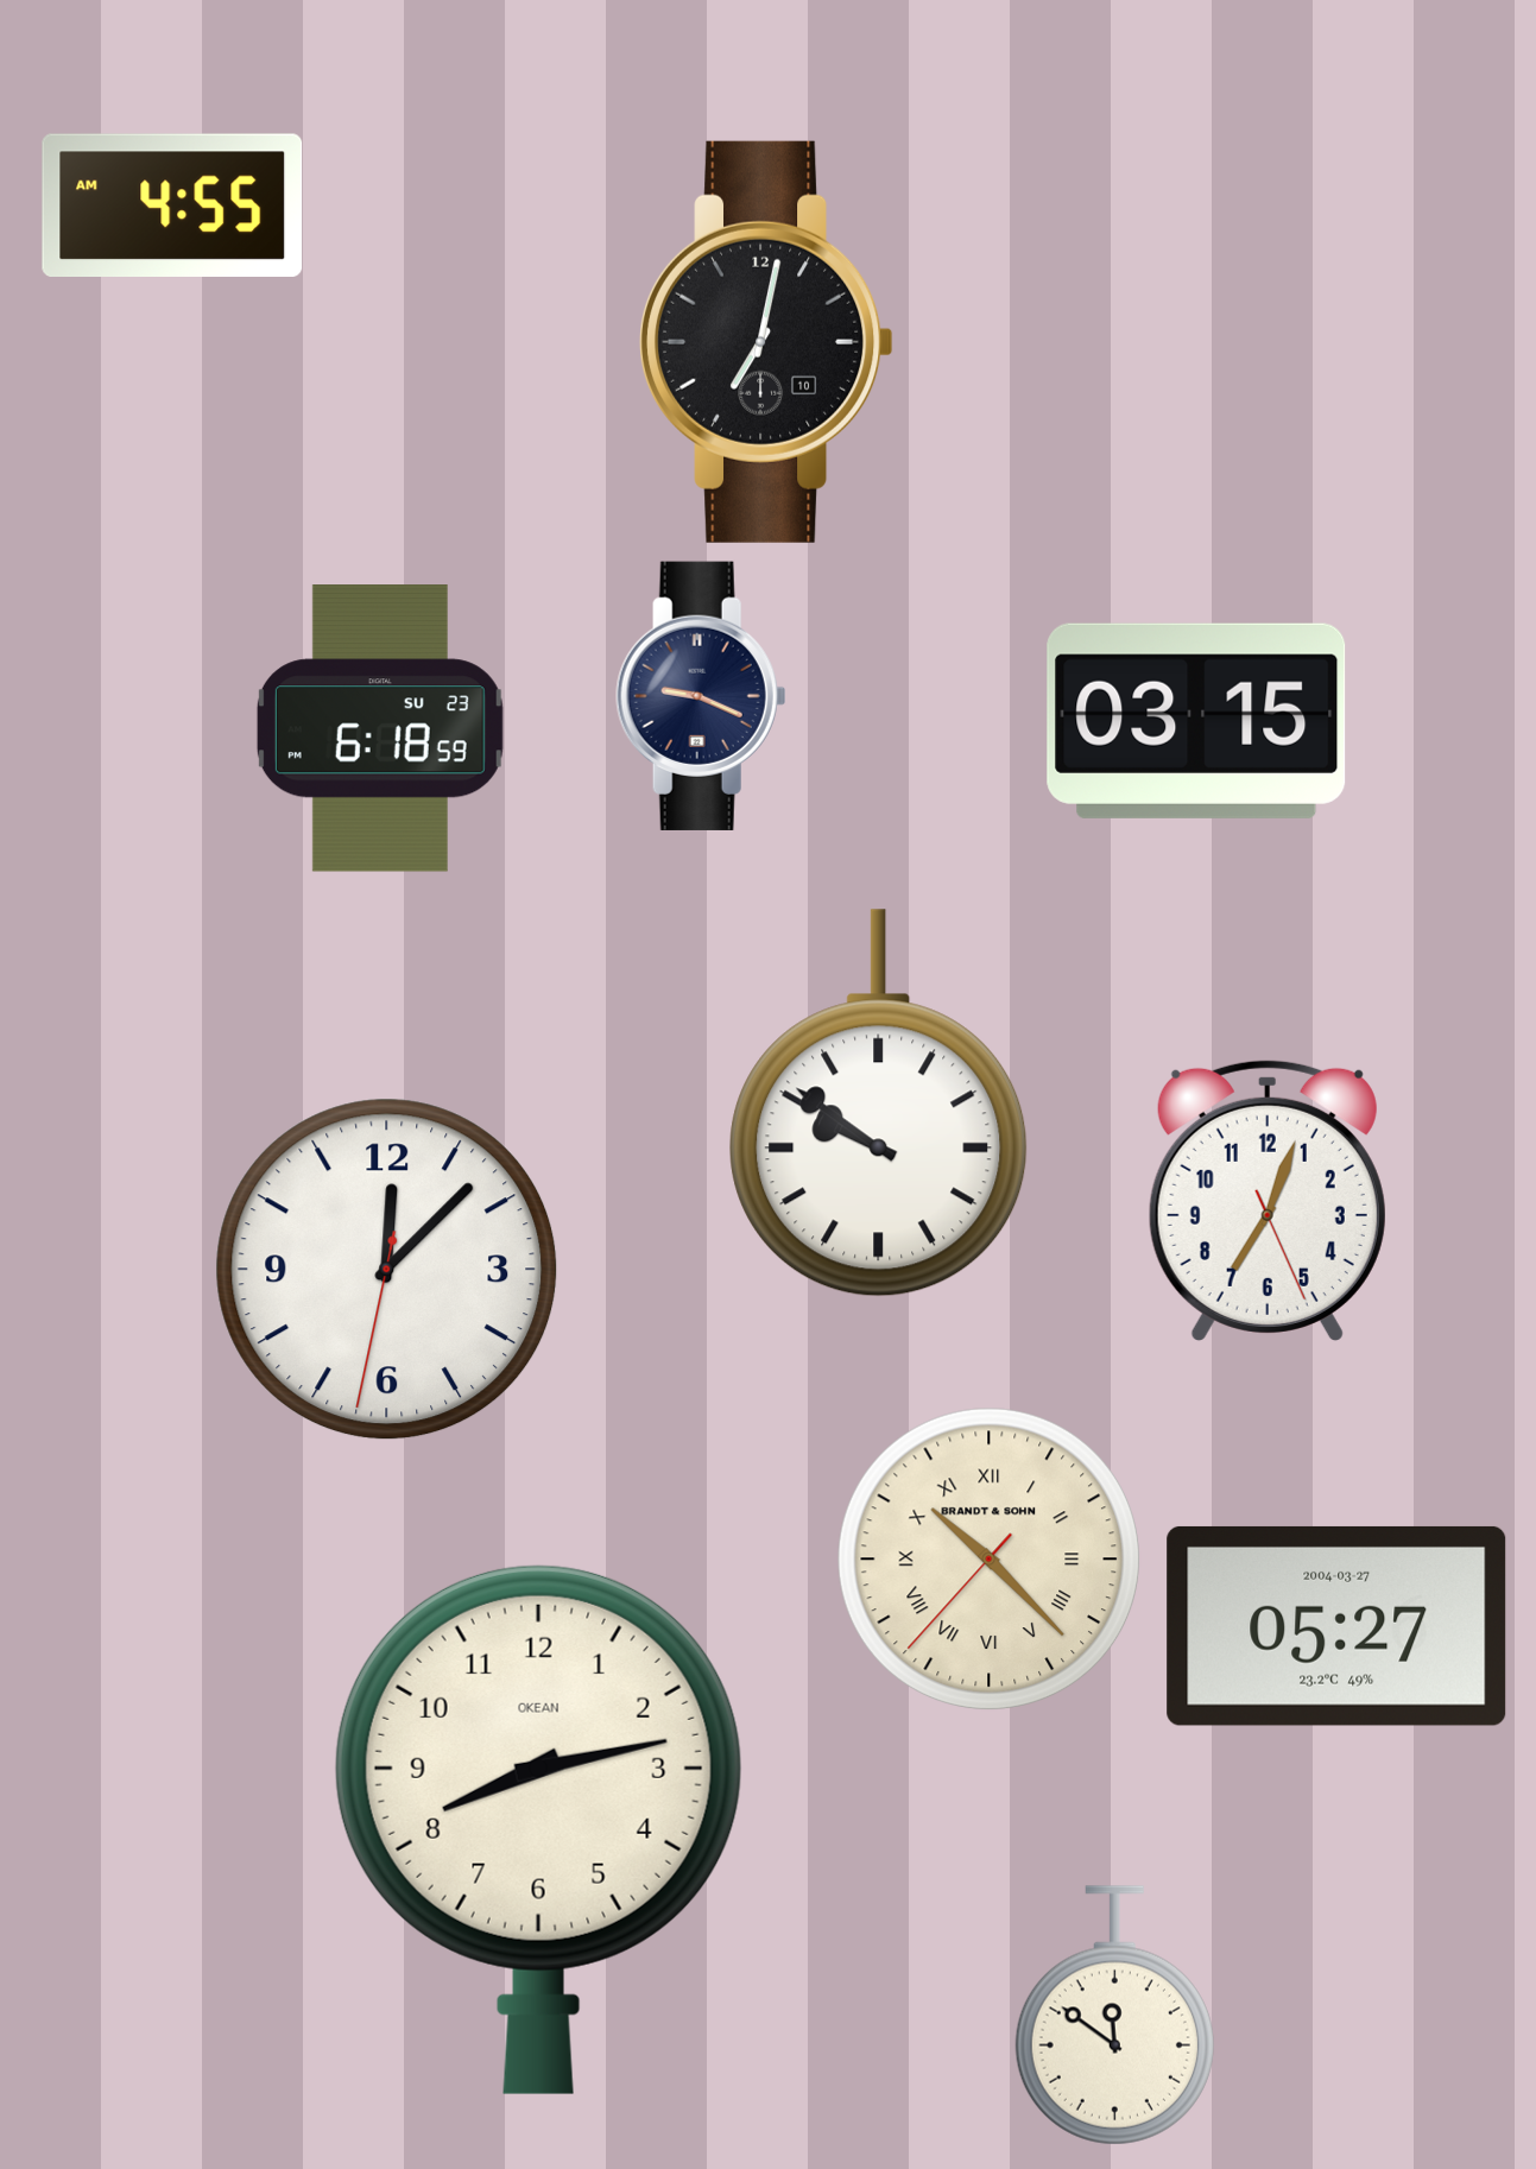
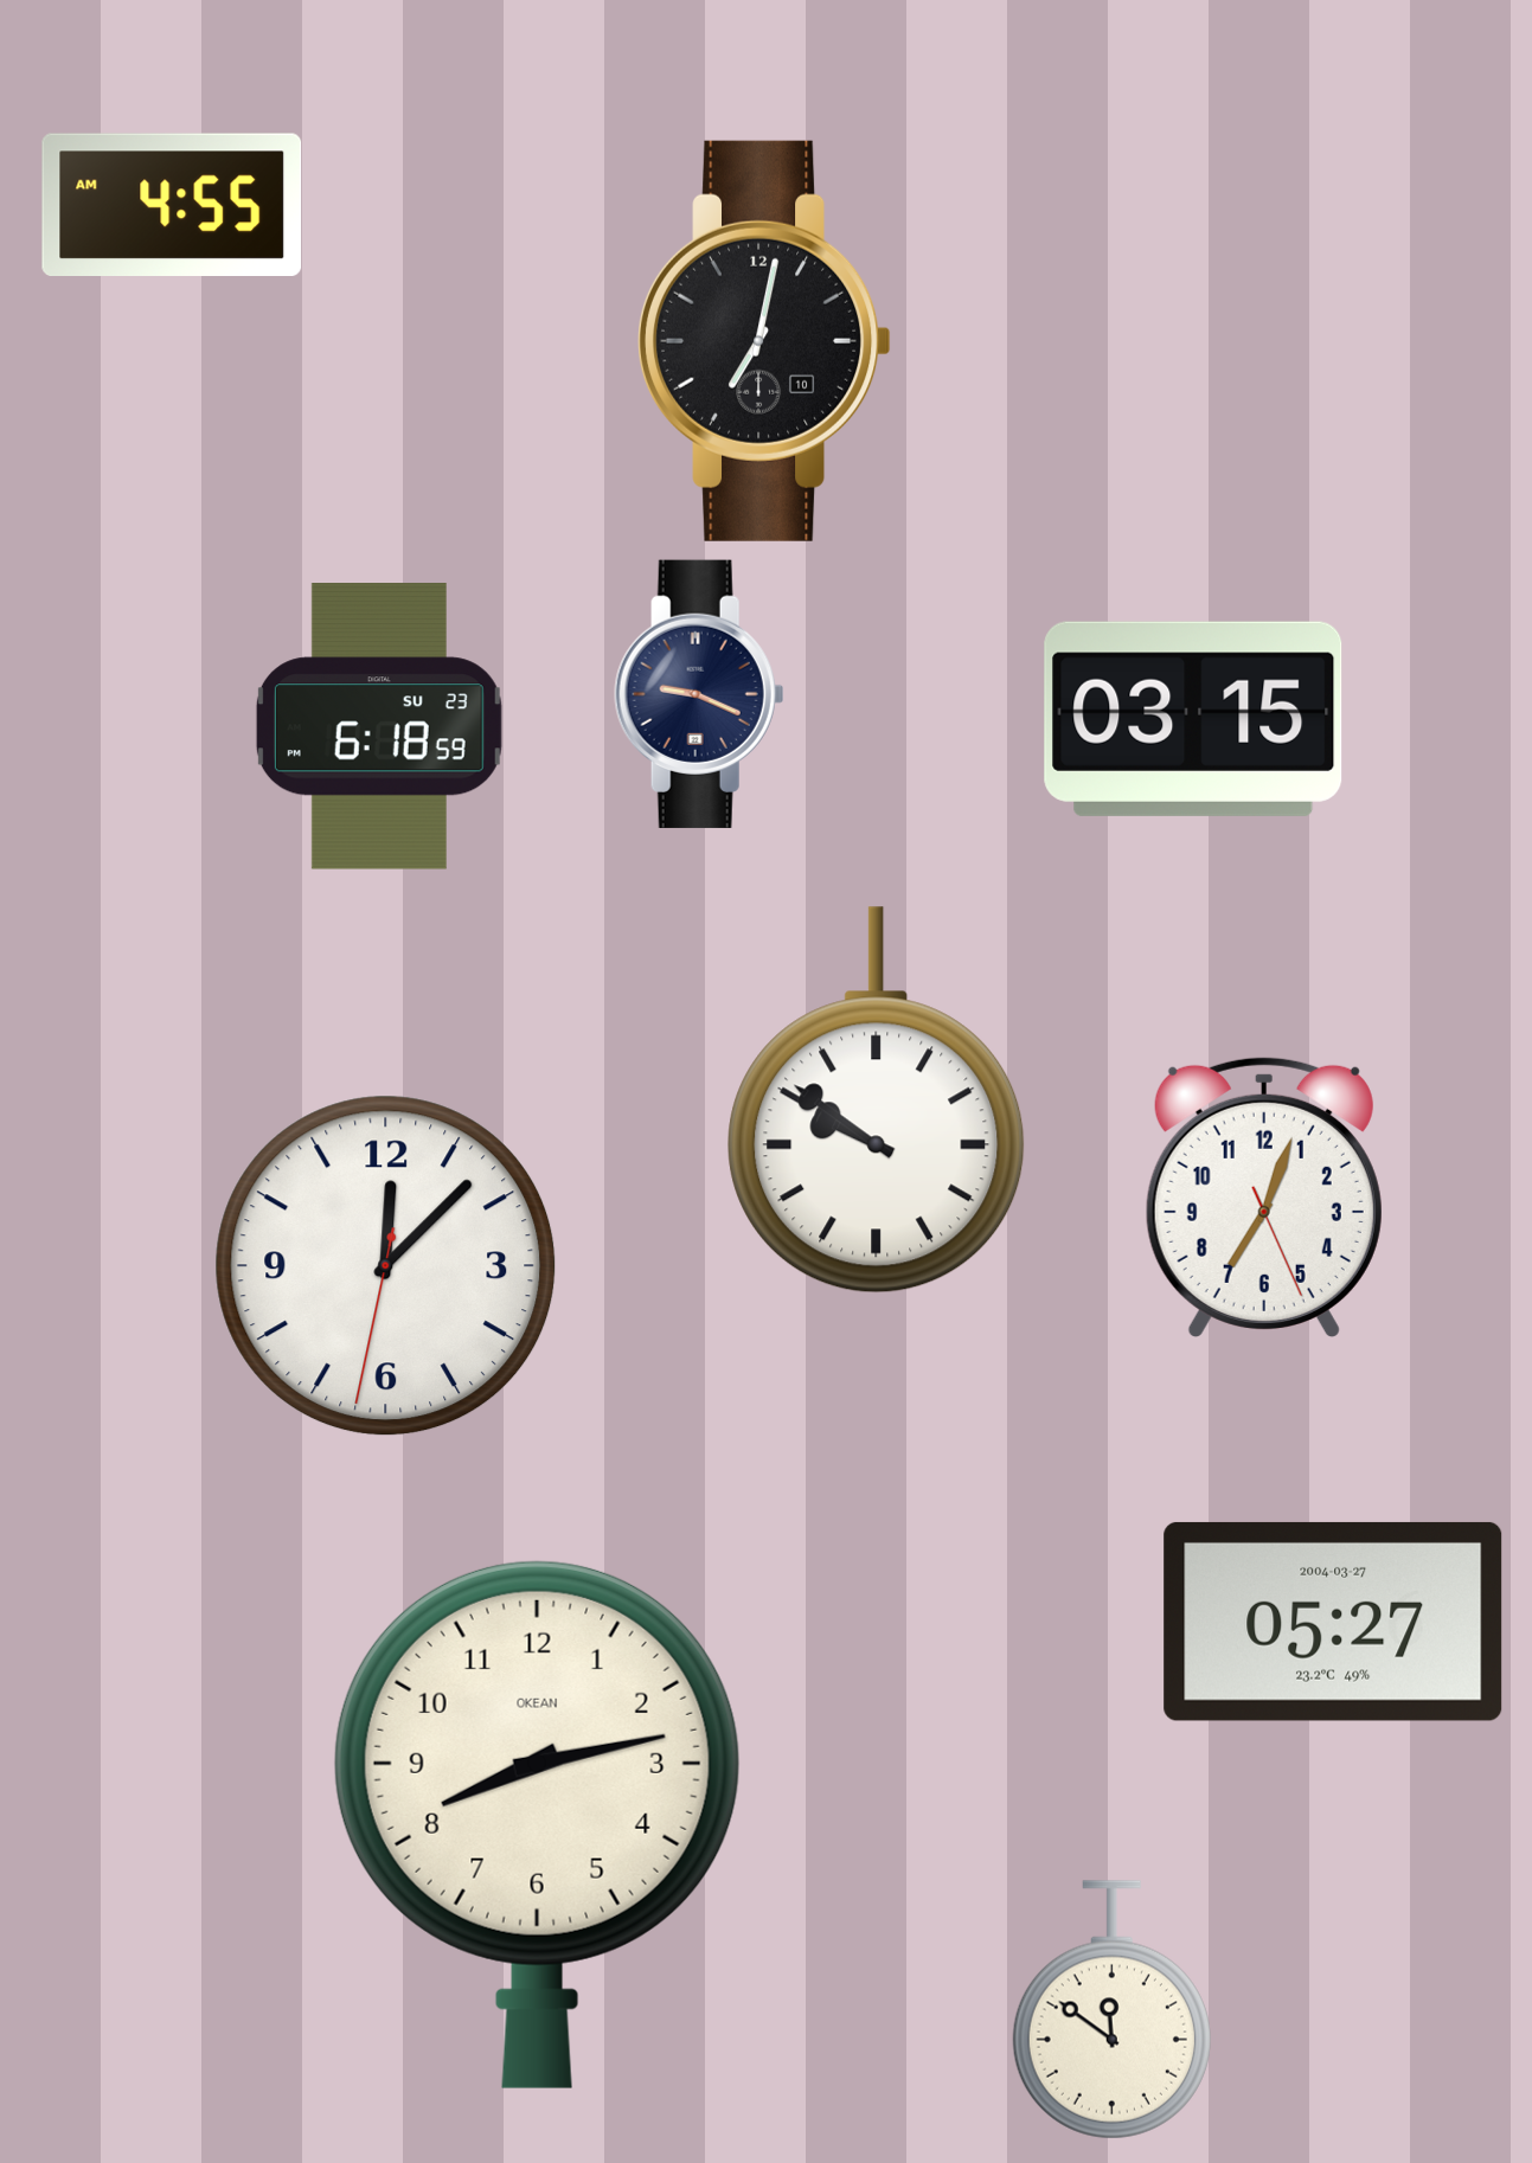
clock at (990, 1560): 10:22 -> none
